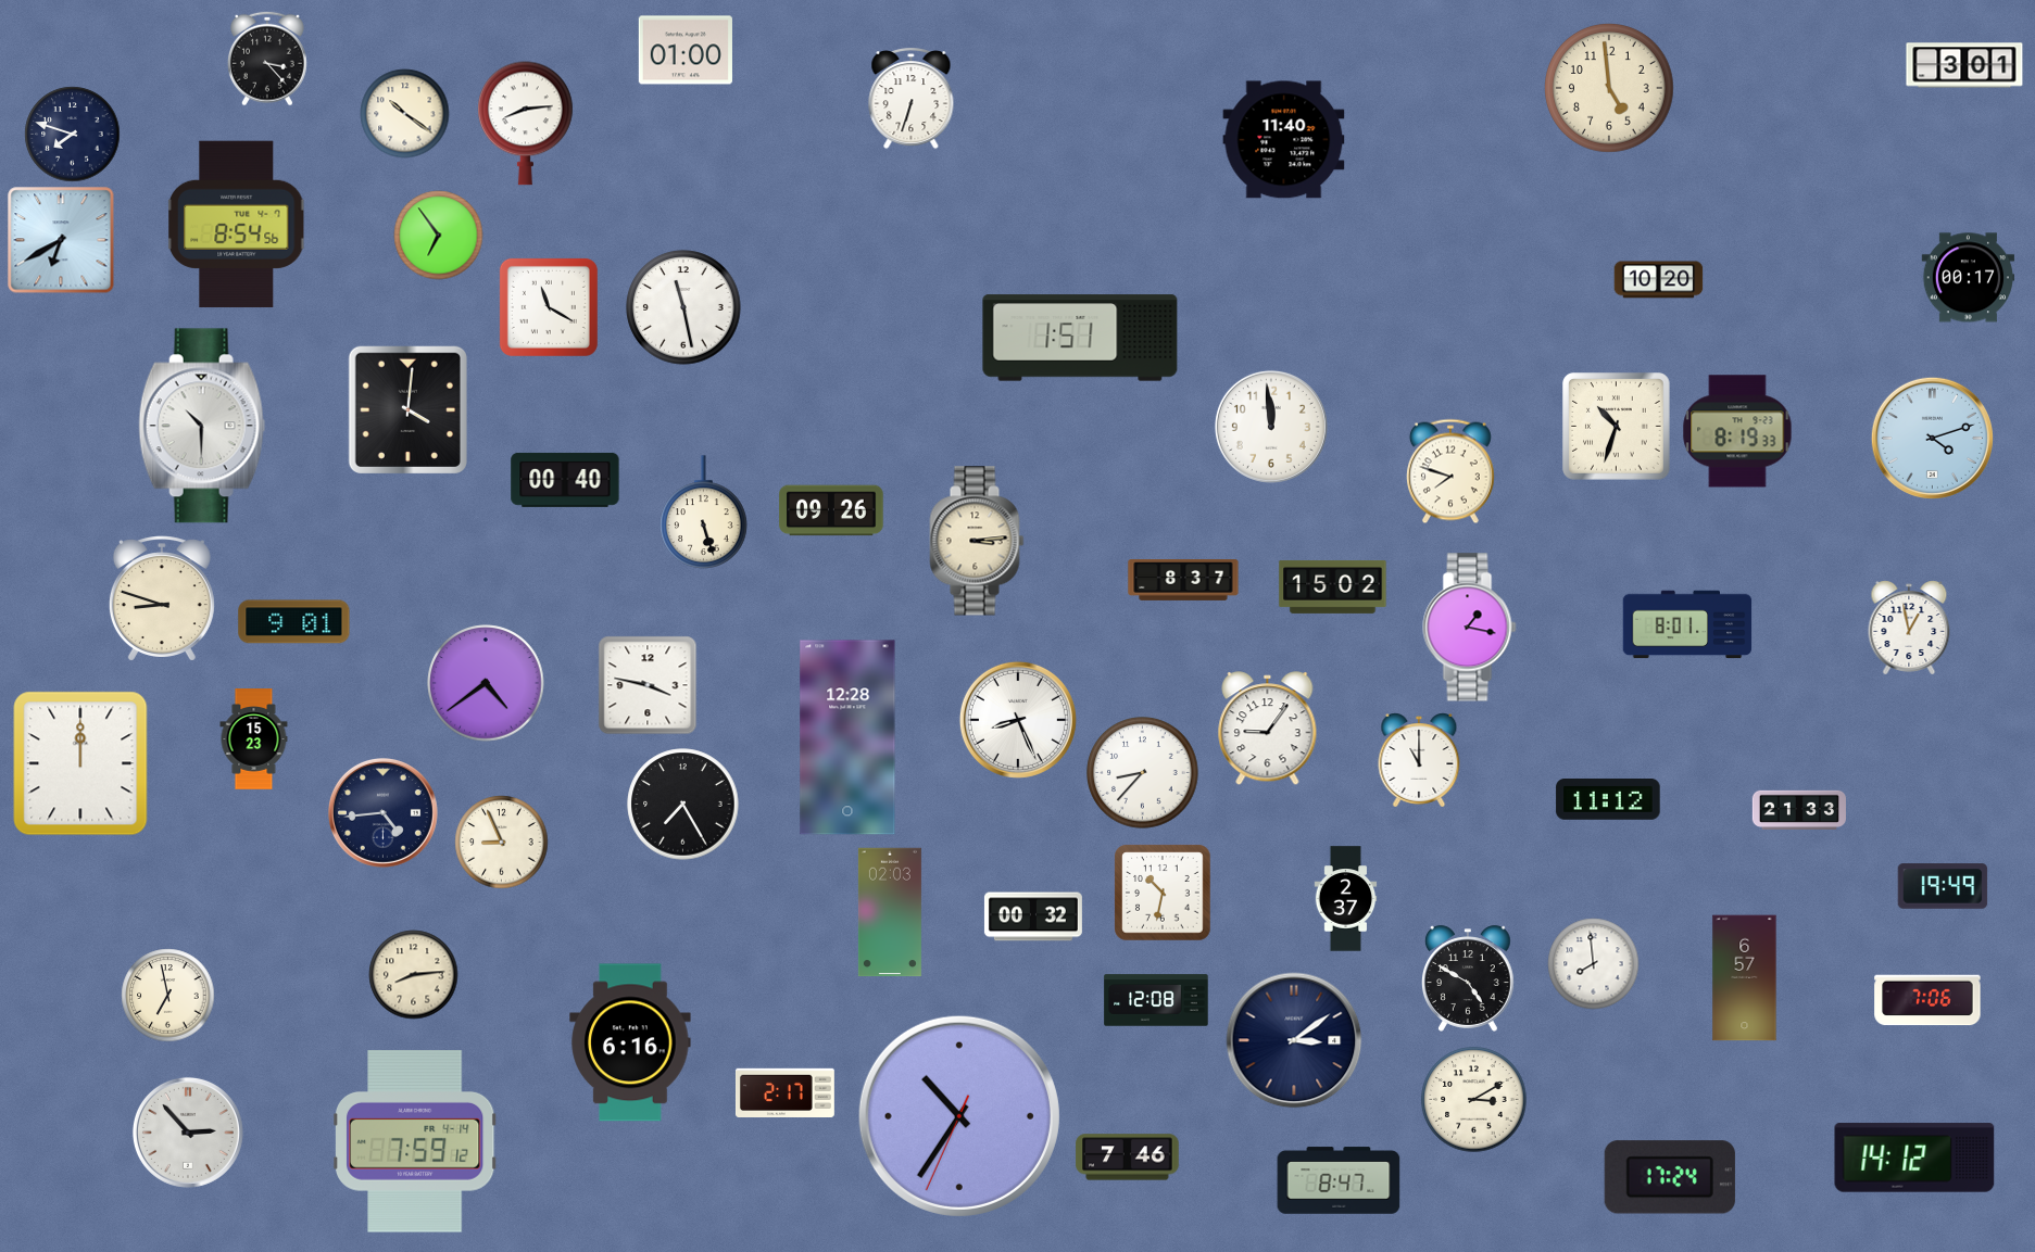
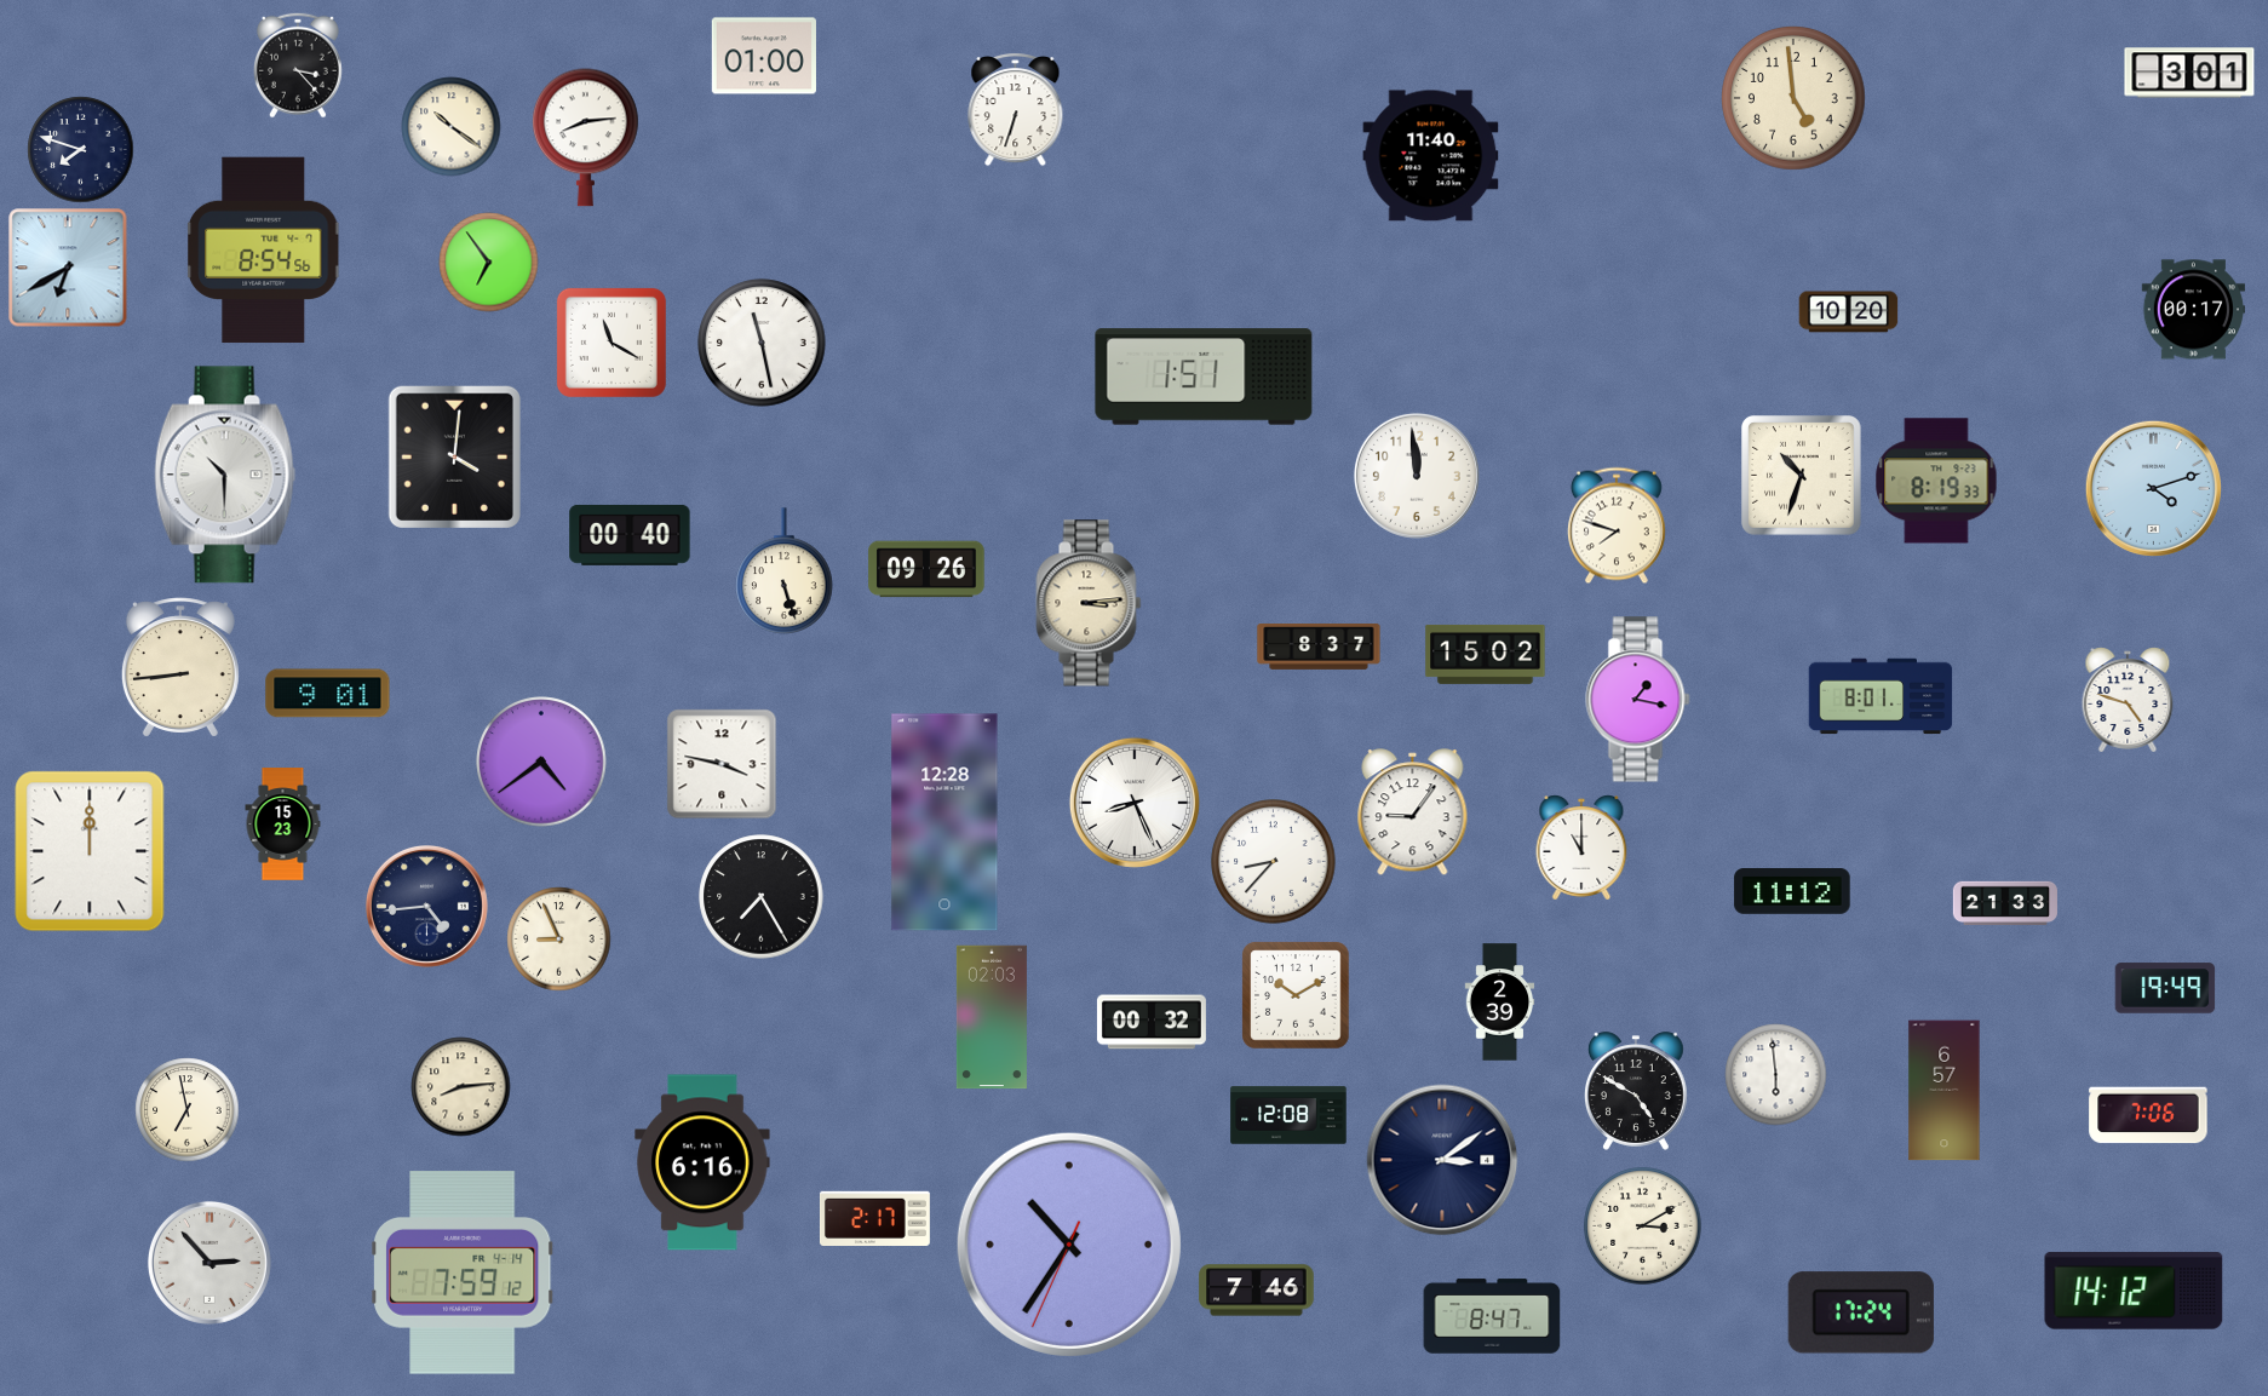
clock at (162, 598): 8:48 -> 8:44
clock at (1909, 628): 12:58 -> 4:48
clock at (1163, 893): 10:32 -> 10:10
clock at (1346, 899): 2:37 -> 2:39
clock at (1594, 964): 7:59 -> 5:59
